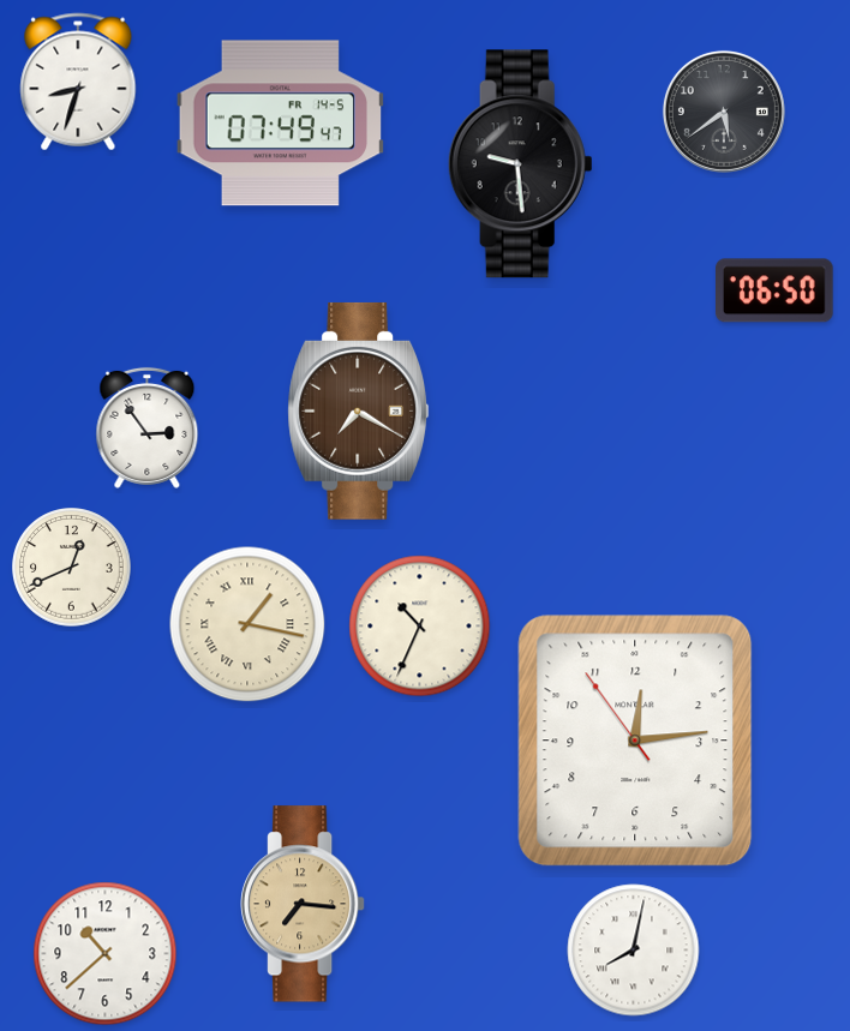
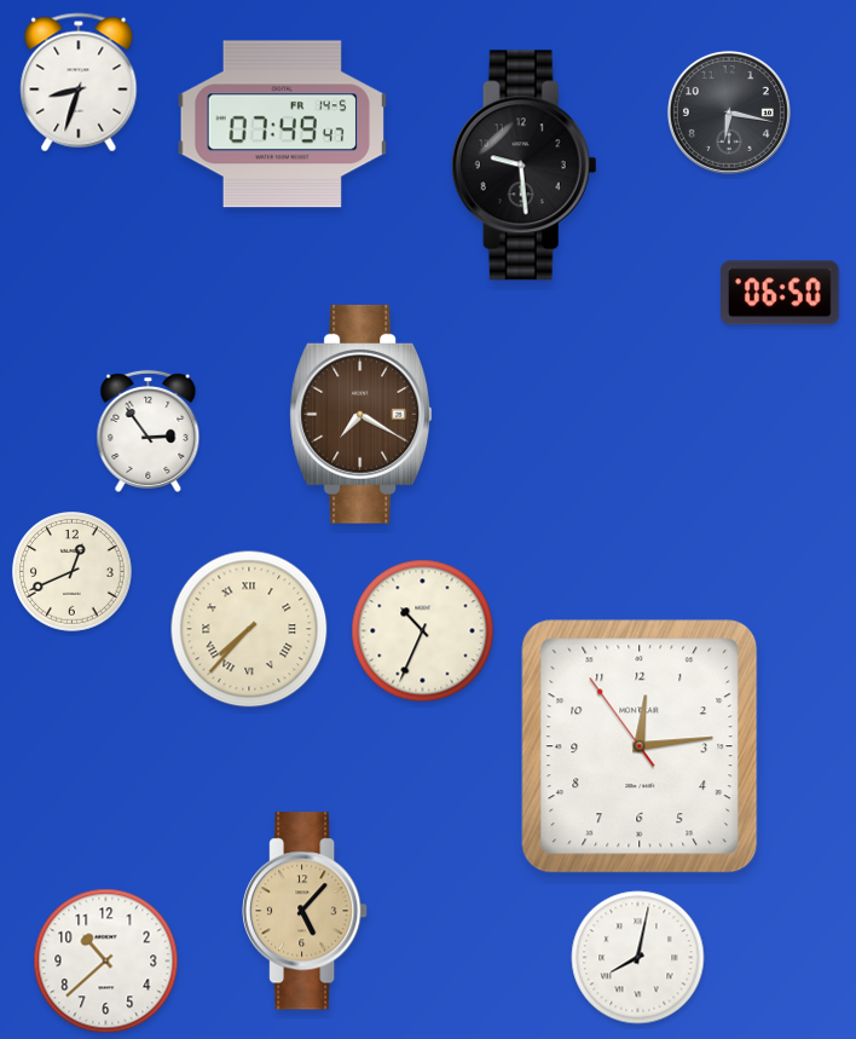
clock at (724, 112): 5:39 -> 6:17
clock at (247, 624): 1:17 -> 7:37
clock at (303, 904): 7:16 -> 5:07
